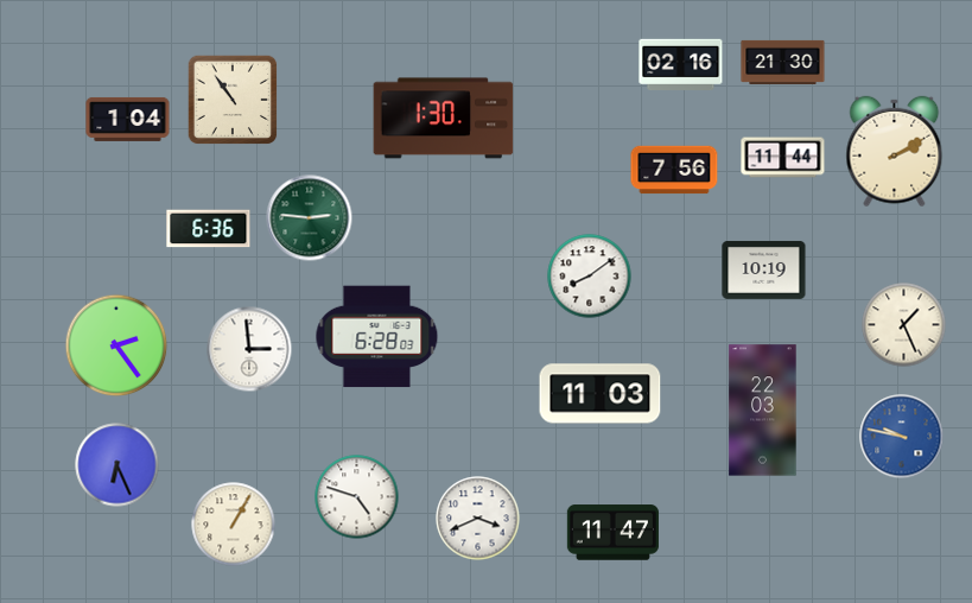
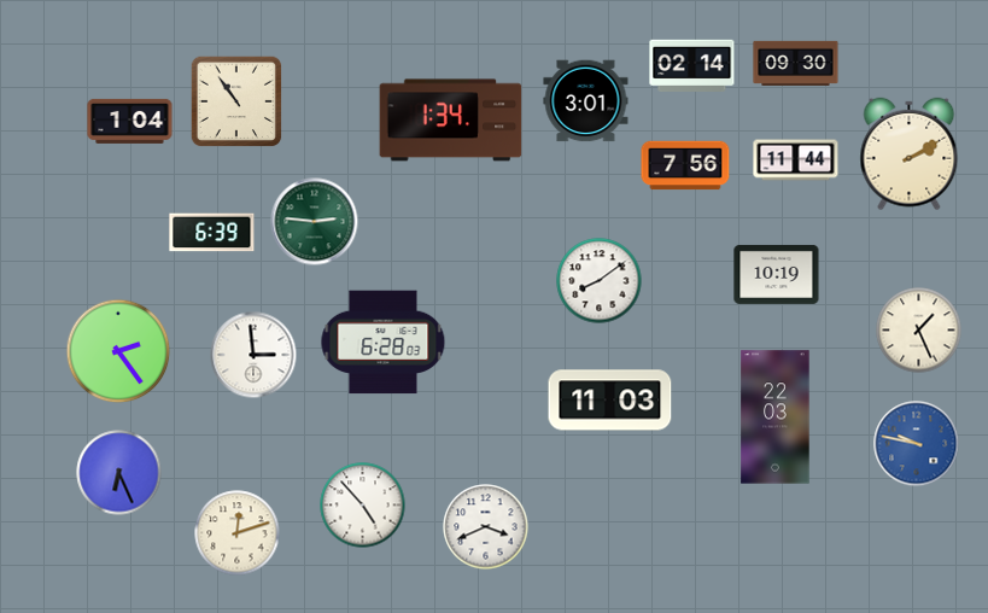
clock at (783, 62): 21:30 -> 09:30
clock at (681, 64): 02:16 -> 02:14
clock at (586, 101): none -> 3:01
clock at (444, 119): 1:30 -> 1:34
clock at (674, 170) position: (674, 170) -> (685, 165)
clock at (209, 229): 6:36 -> 6:39
clock at (357, 497): 4:48 -> 4:53
clock at (234, 525): 1:05 -> 12:12
clock at (612, 533): 11:47 -> none
